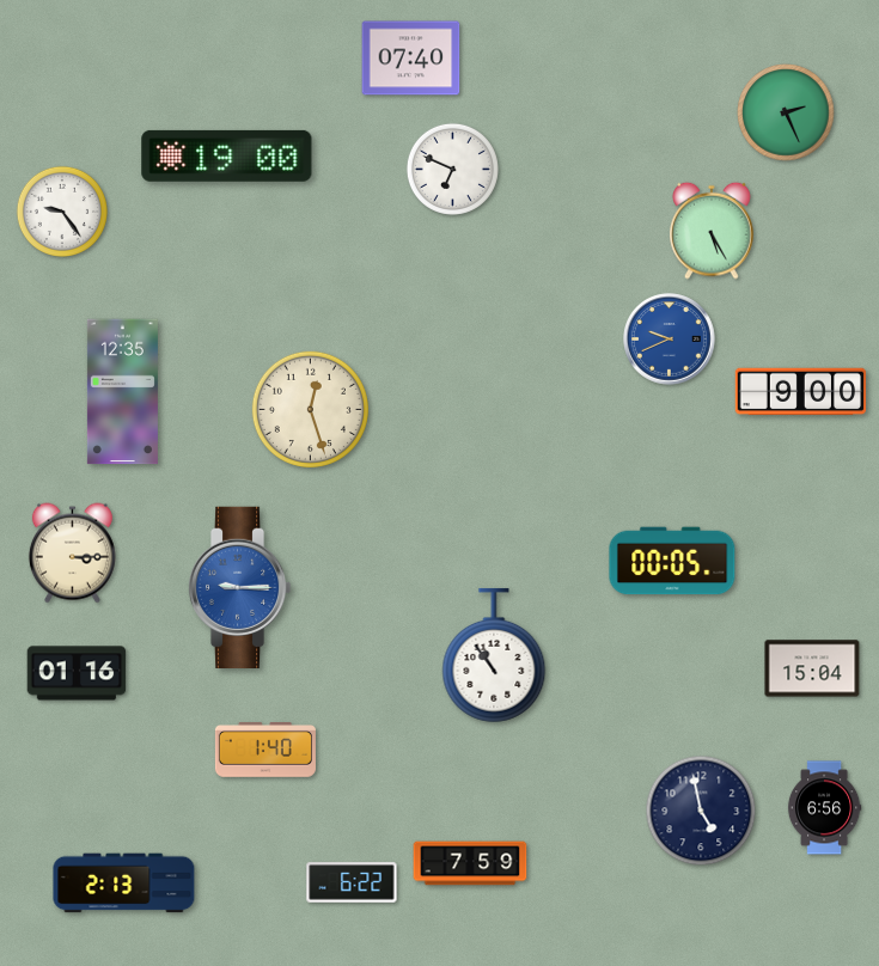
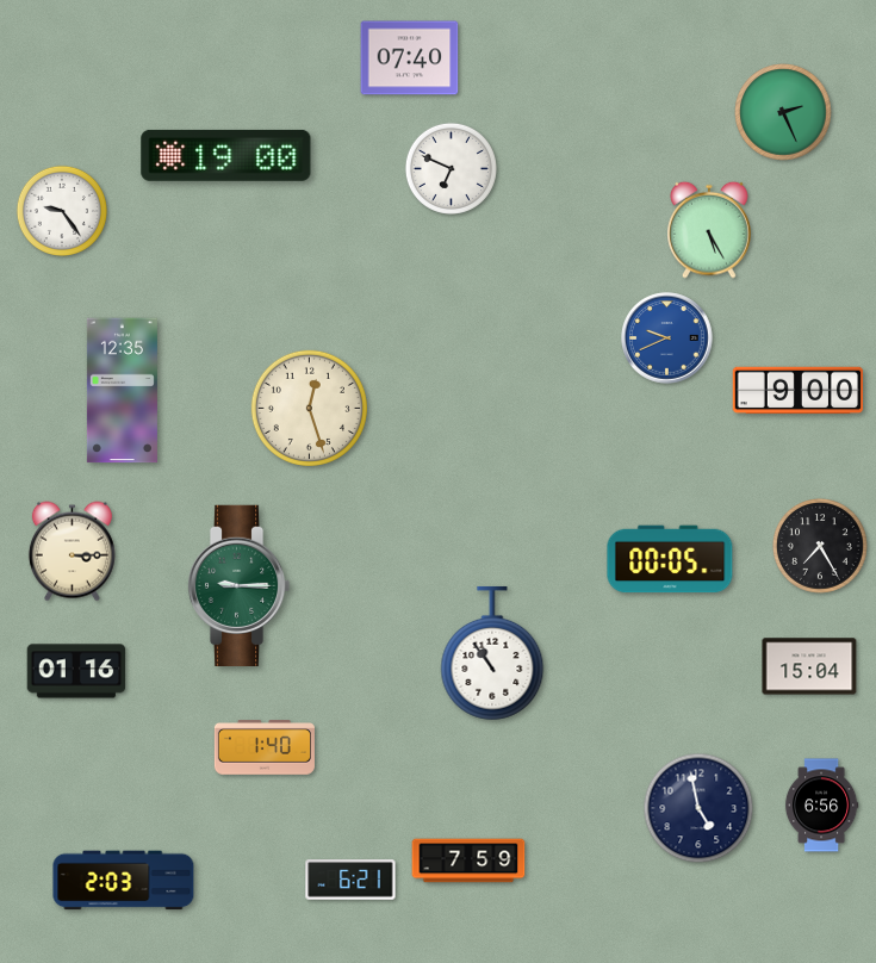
clock at (821, 547): none -> 7:25
clock at (239, 587) dial: blue -> green
clock at (352, 882): 6:22 -> 6:21
clock at (124, 884): 2:13 -> 2:03
